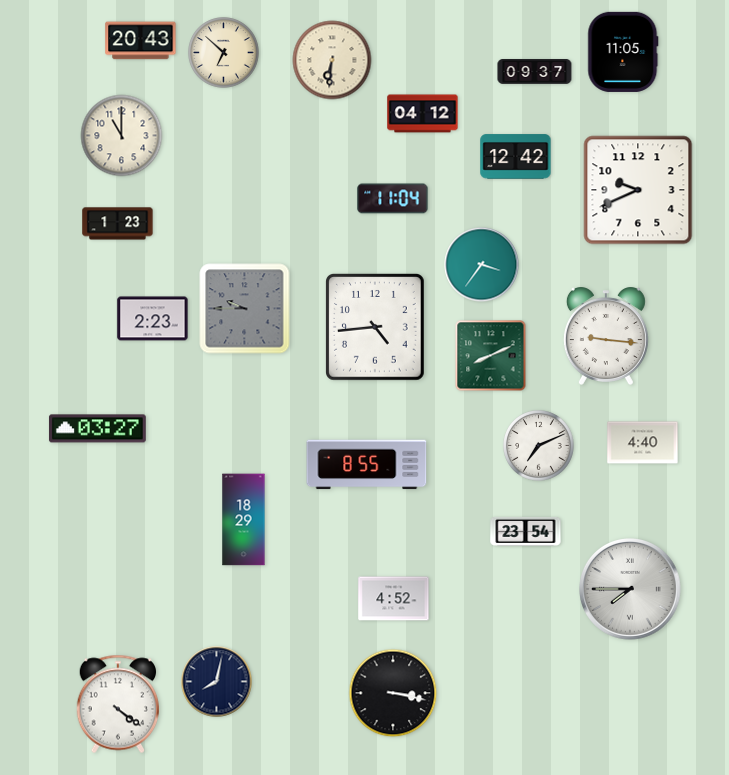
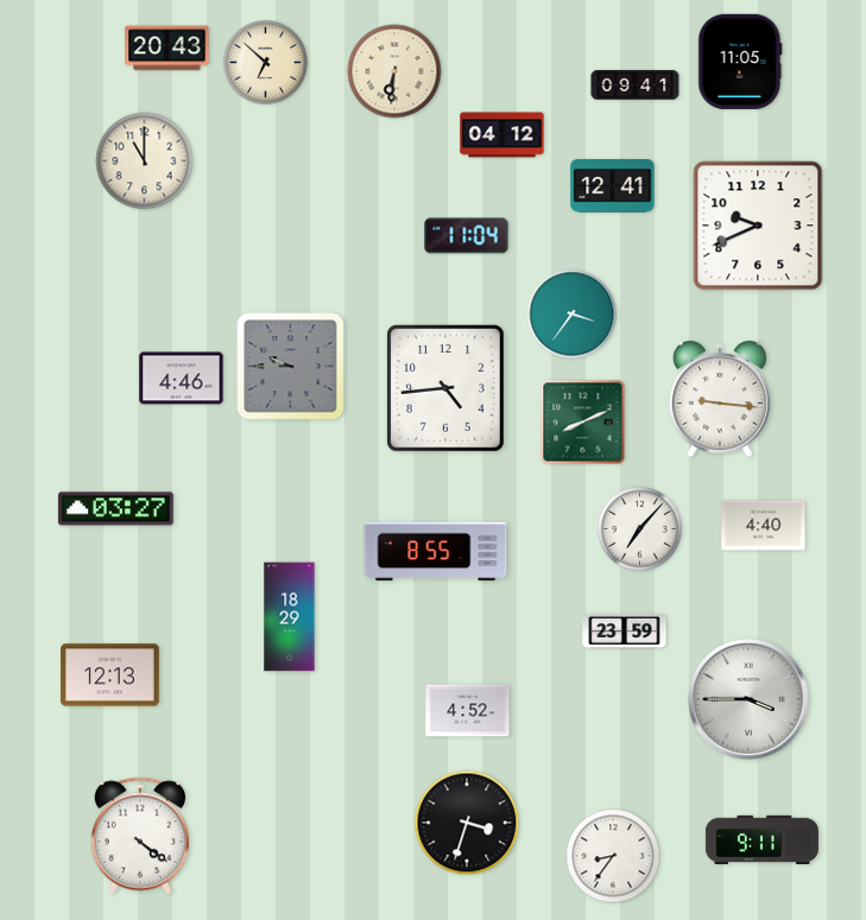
clock at (535, 72): 09:37 -> 09:41
clock at (516, 157): 12:42 -> 12:41
clock at (118, 224): 1:23 -> none
clock at (153, 319): 2:23 -> 4:46
clock at (539, 446): 7:11 -> 7:07
clock at (526, 531): 23:54 -> 23:59
clock at (110, 675): none -> 12:13
clock at (631, 590): 7:45 -> 3:45
clock at (217, 682): 8:02 -> none
clock at (393, 693): 3:17 -> 3:33
clock at (761, 840): none -> 9:11
clock at (613, 856): none -> 8:36
